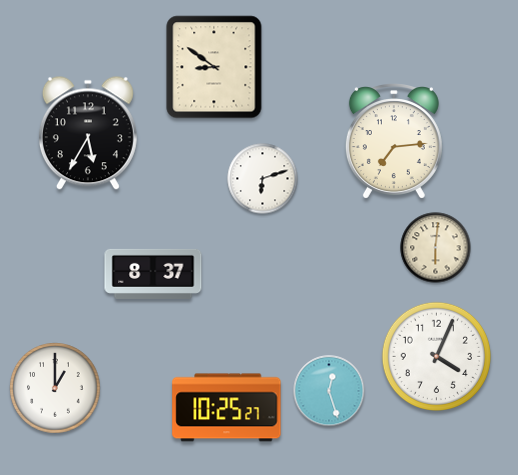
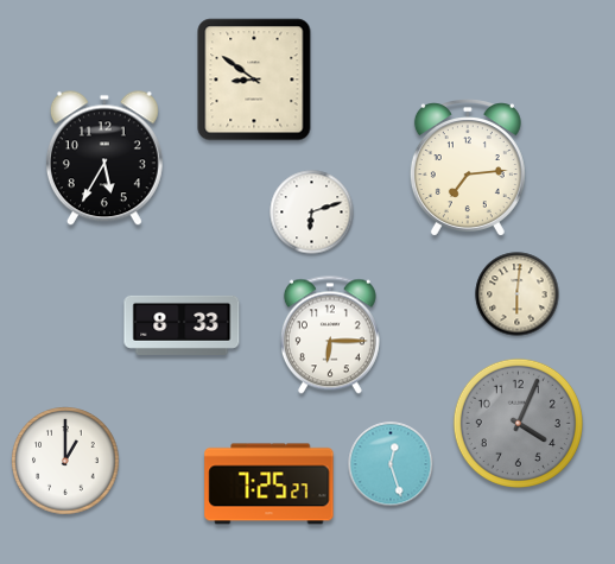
clock at (153, 274): 8:37 -> 8:33
clock at (330, 335): none -> 6:15
clock at (436, 356) dial: white -> grey
clock at (227, 408): 10:25 -> 7:25
